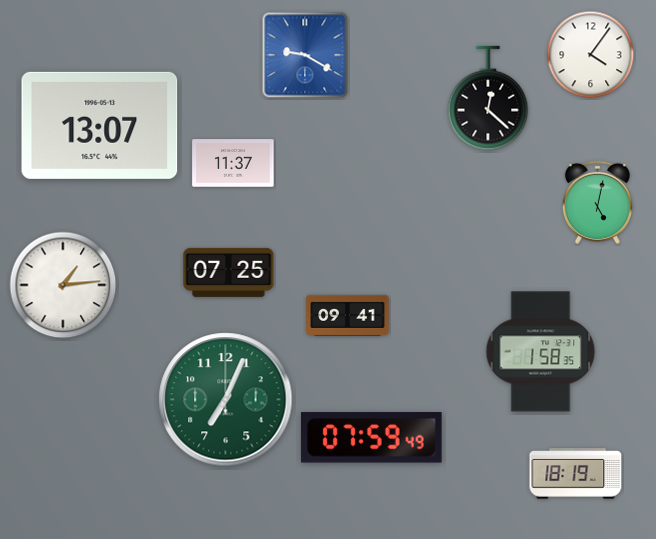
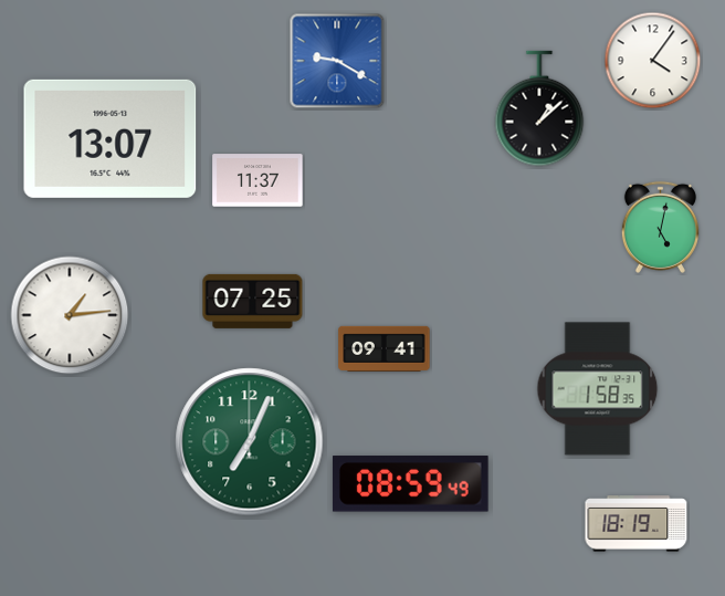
clock at (488, 98): 12:22 -> 1:08
clock at (597, 202) position: (597, 202) -> (660, 227)
clock at (371, 438): 07:59 -> 08:59
